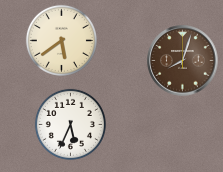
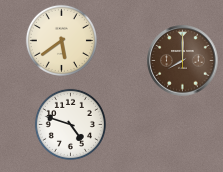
clock at (183, 61): 8:03 -> 8:00
clock at (70, 124): 5:34 -> 4:48
